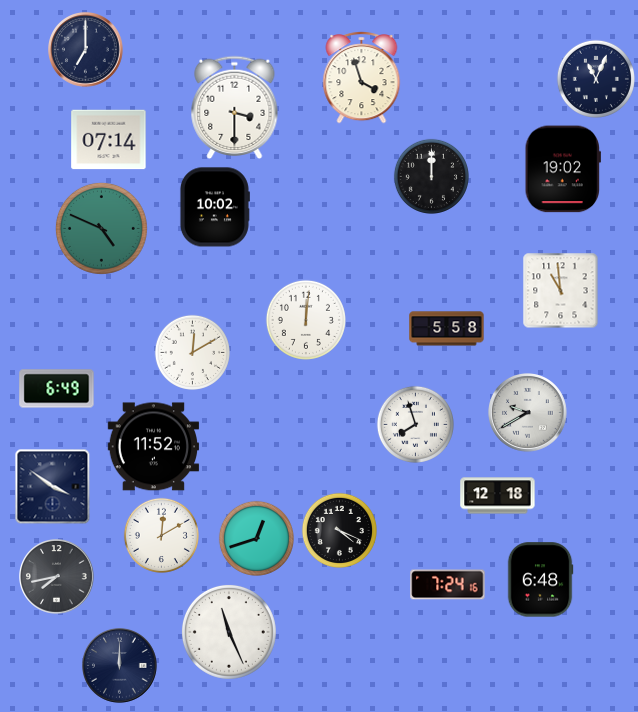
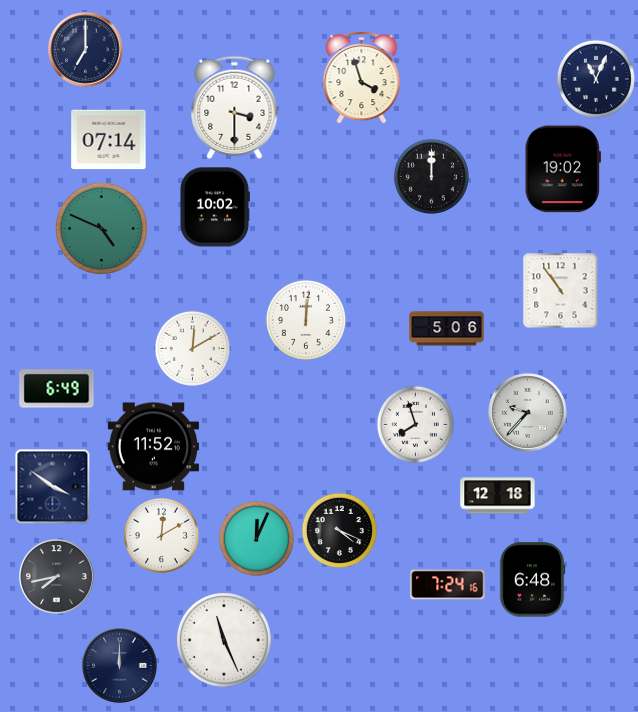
clock at (561, 291): 10:59 -> 10:54
clock at (447, 329): 5:58 -> 5:06
clock at (192, 352) position: (192, 352) -> (192, 348)
clock at (528, 413): 9:40 -> 9:37
clock at (256, 538): 12:42 -> 12:04
clock at (540, 580) position: (540, 580) -> (532, 580)
clock at (229, 632) position: (229, 632) -> (224, 640)
